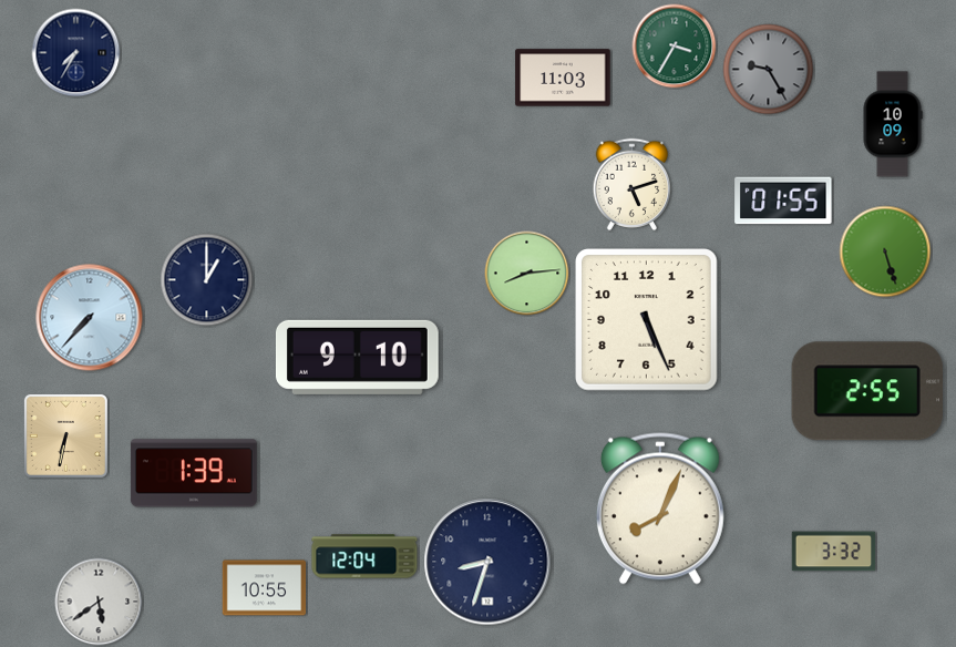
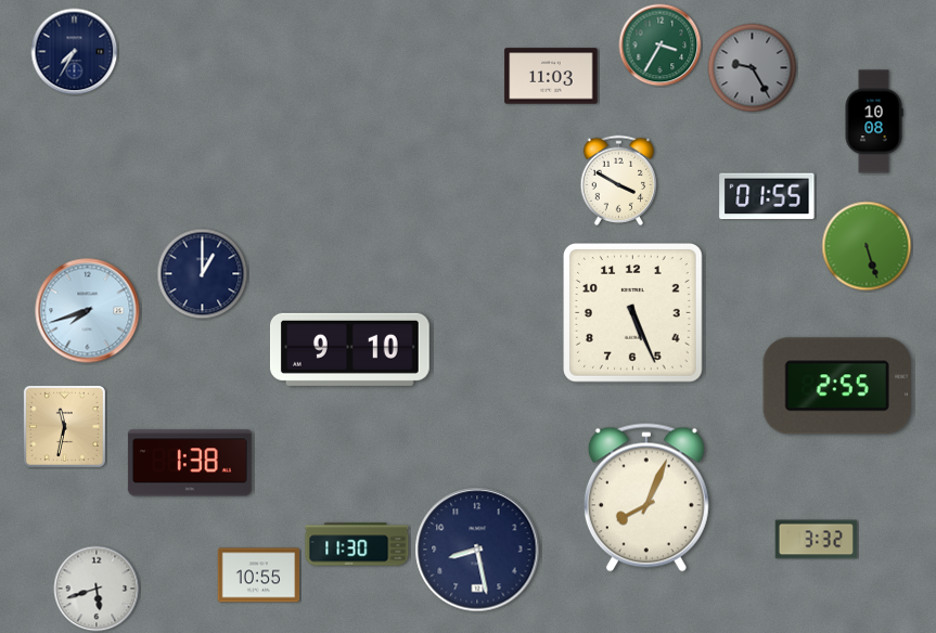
clock at (893, 124): 10:09 -> 10:08
clock at (633, 185): 5:12 -> 3:50
clock at (527, 274): 8:14 -> none
clock at (90, 318): 7:37 -> 7:42
clock at (867, 391) position: (867, 391) -> (837, 386)
clock at (65, 435): 6:32 -> 11:32
clock at (194, 473): 1:39 -> 1:38
clock at (364, 556): 12:04 -> 11:30
clock at (487, 562): 8:33 -> 8:28
clock at (99, 602): 5:39 -> 5:42
